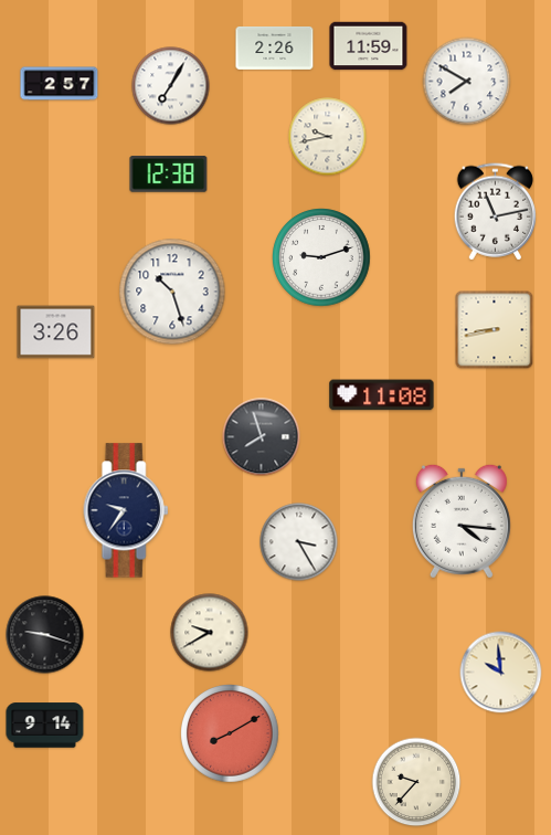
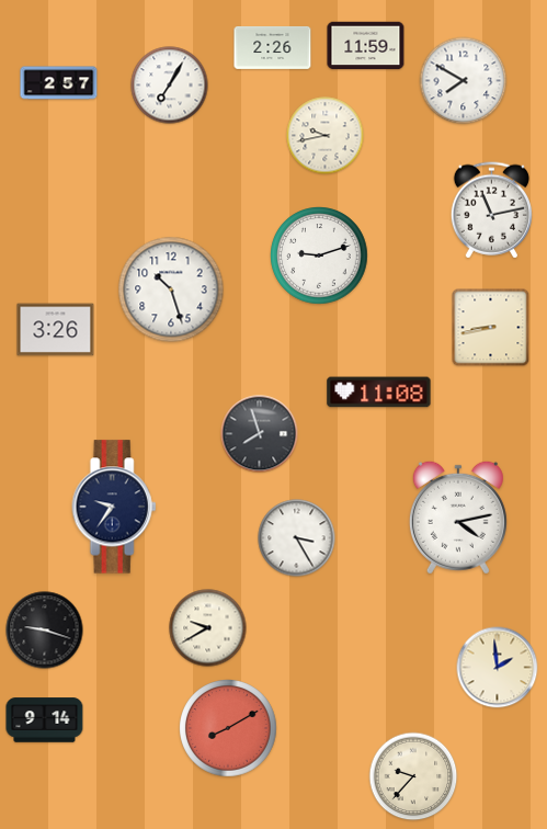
clock at (169, 175): 12:38 -> none
clock at (126, 510) position: (126, 510) -> (114, 507)
clock at (462, 521): 4:16 -> 4:13
clock at (501, 673): 9:59 -> 1:59
